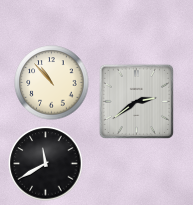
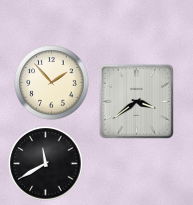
clock at (52, 83): 10:53 -> 1:53
clock at (136, 101): 2:39 -> 3:39
